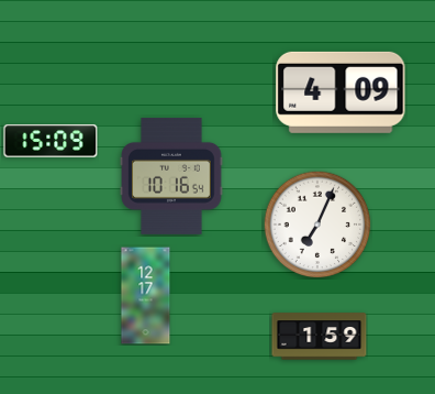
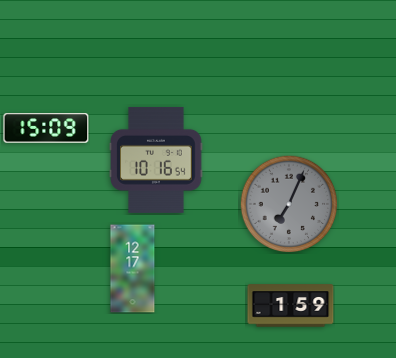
clock at (341, 92): 4:09 -> none
clock at (317, 225) dial: white -> grey
